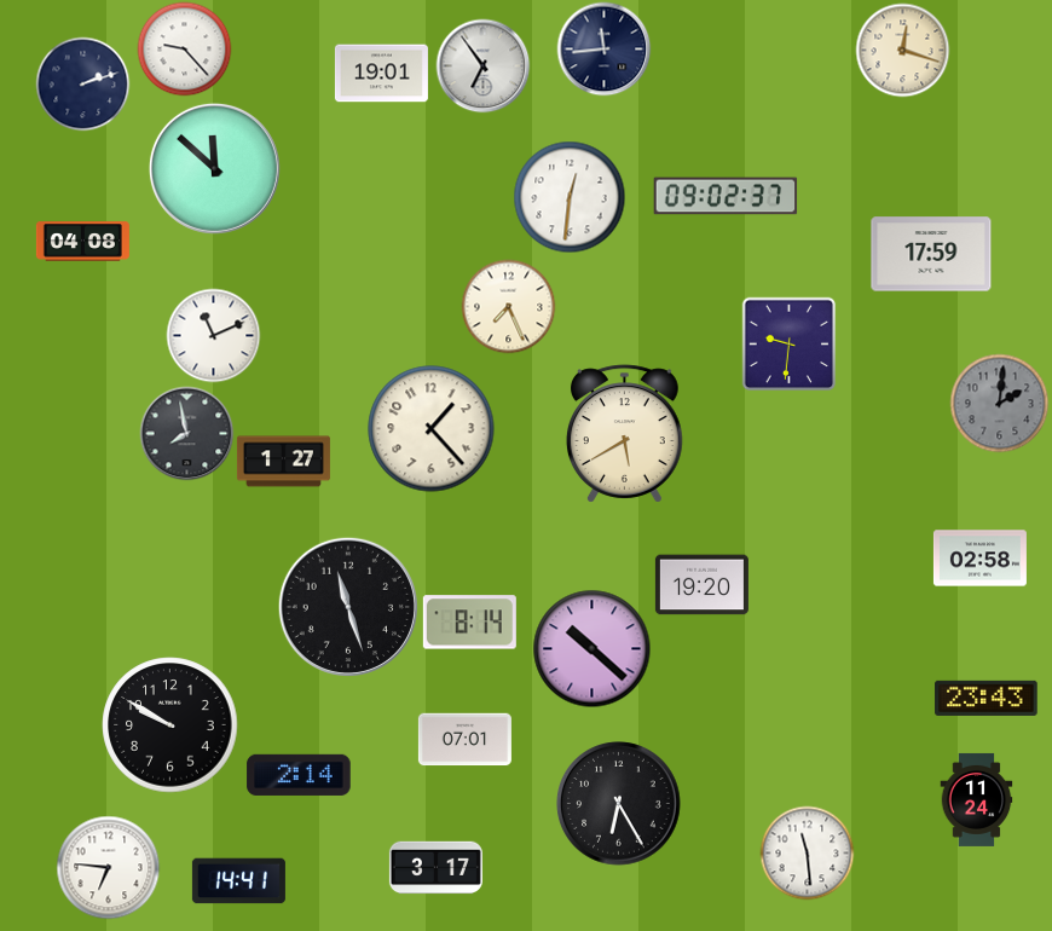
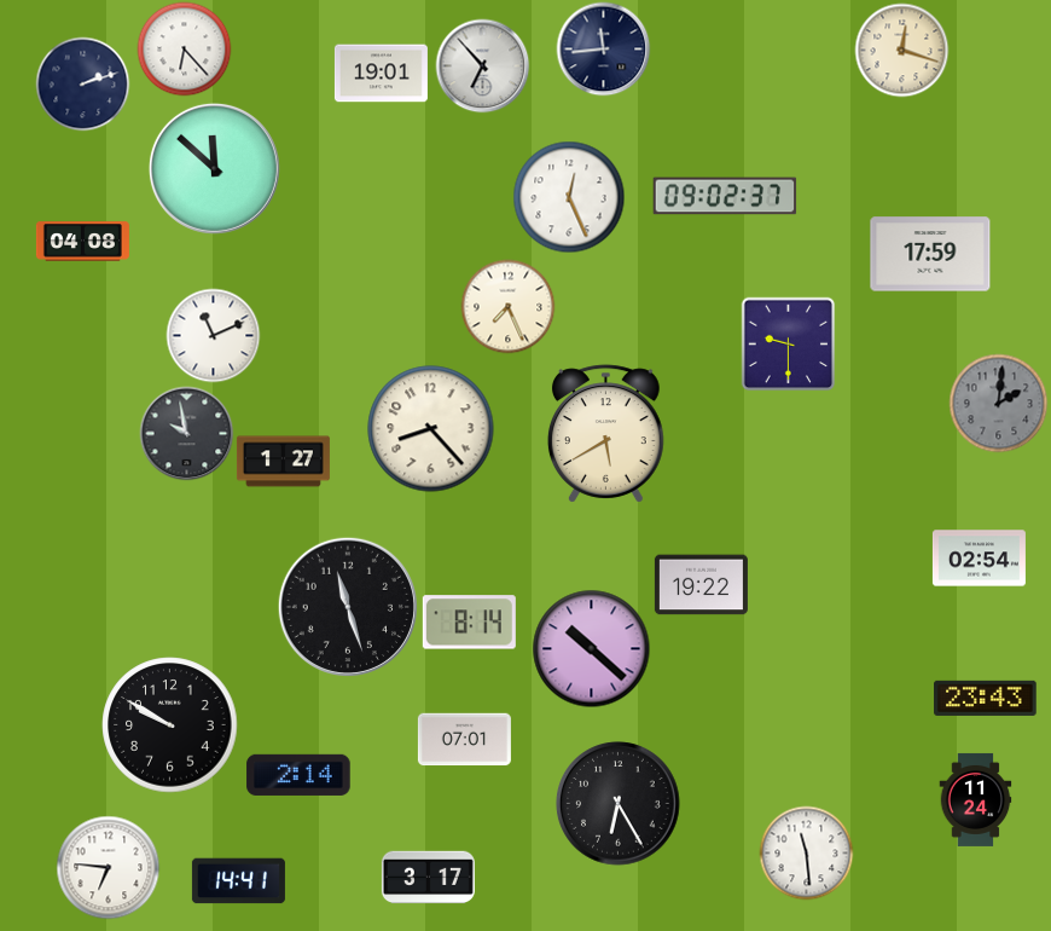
clock at (184, 48): 9:23 -> 6:23
clock at (482, 65): 6:54 -> 6:53
clock at (570, 197): 12:31 -> 12:26
clock at (788, 343): 9:31 -> 9:30
clock at (432, 429): 1:23 -> 8:23
clock at (186, 433): 7:58 -> 9:58
clock at (625, 434) position: (625, 434) -> (606, 434)
clock at (979, 559): 02:58 -> 02:54
clock at (701, 585): 19:20 -> 19:22
clock at (435, 868) position: (435, 868) -> (428, 878)
